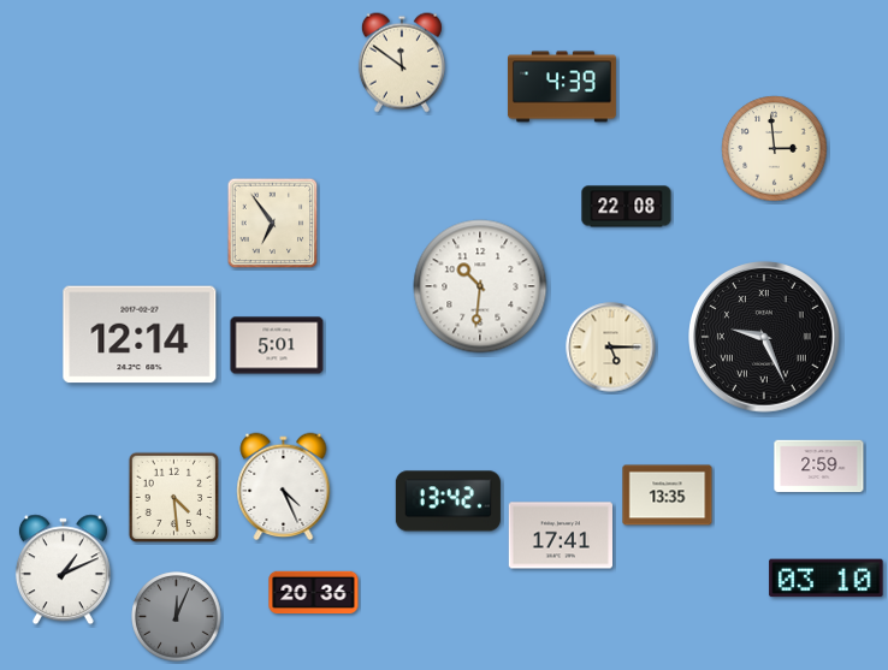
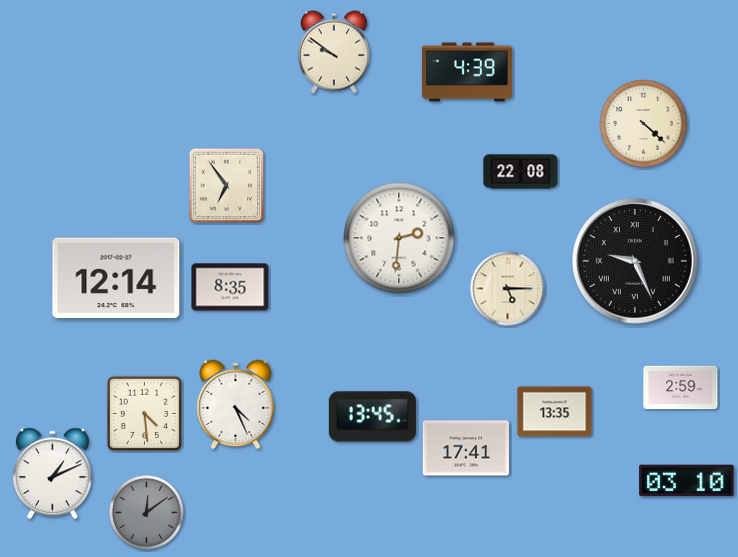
clock at (402, 63): 11:51 -> 9:51
clock at (775, 149): 2:59 -> 4:22
clock at (480, 286): 10:31 -> 2:31
clock at (765, 338) position: (765, 338) -> (636, 262)
clock at (277, 345): 5:01 -> 8:35
clock at (448, 502): 13:42 -> 13:45
clock at (560, 535) position: (560, 535) -> (465, 448)
clock at (314, 592): 20:36 -> none
clock at (177, 617): 12:04 -> 12:09
